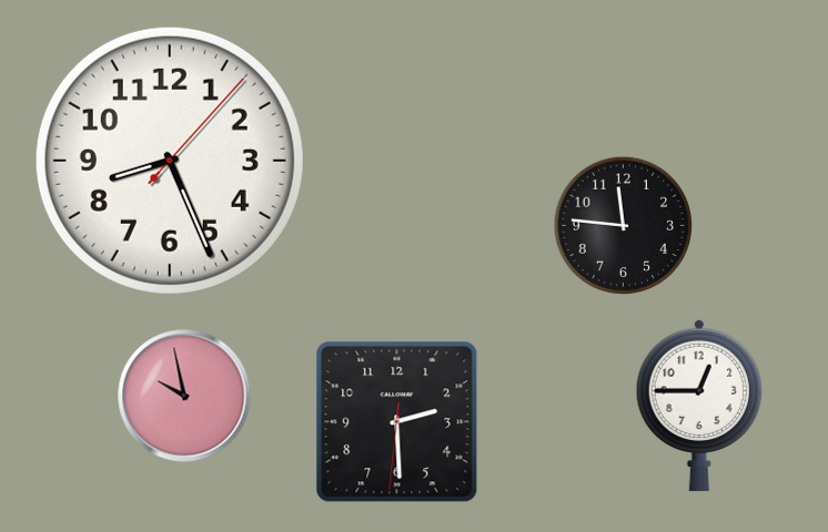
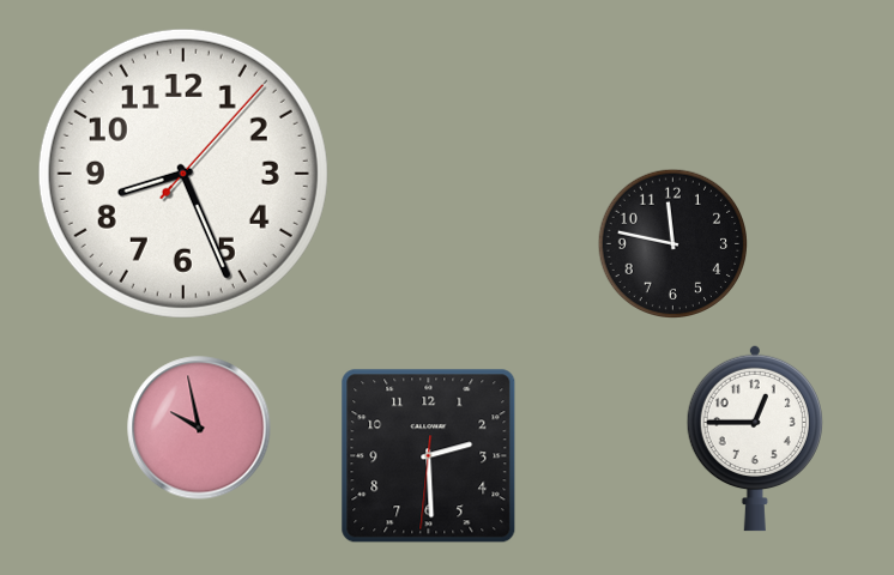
clock at (624, 226): 11:46 -> 11:47
